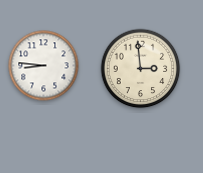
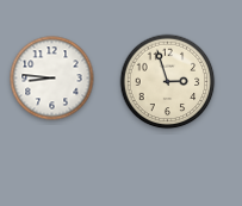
clock at (141, 69): 2:59 -> 2:57
